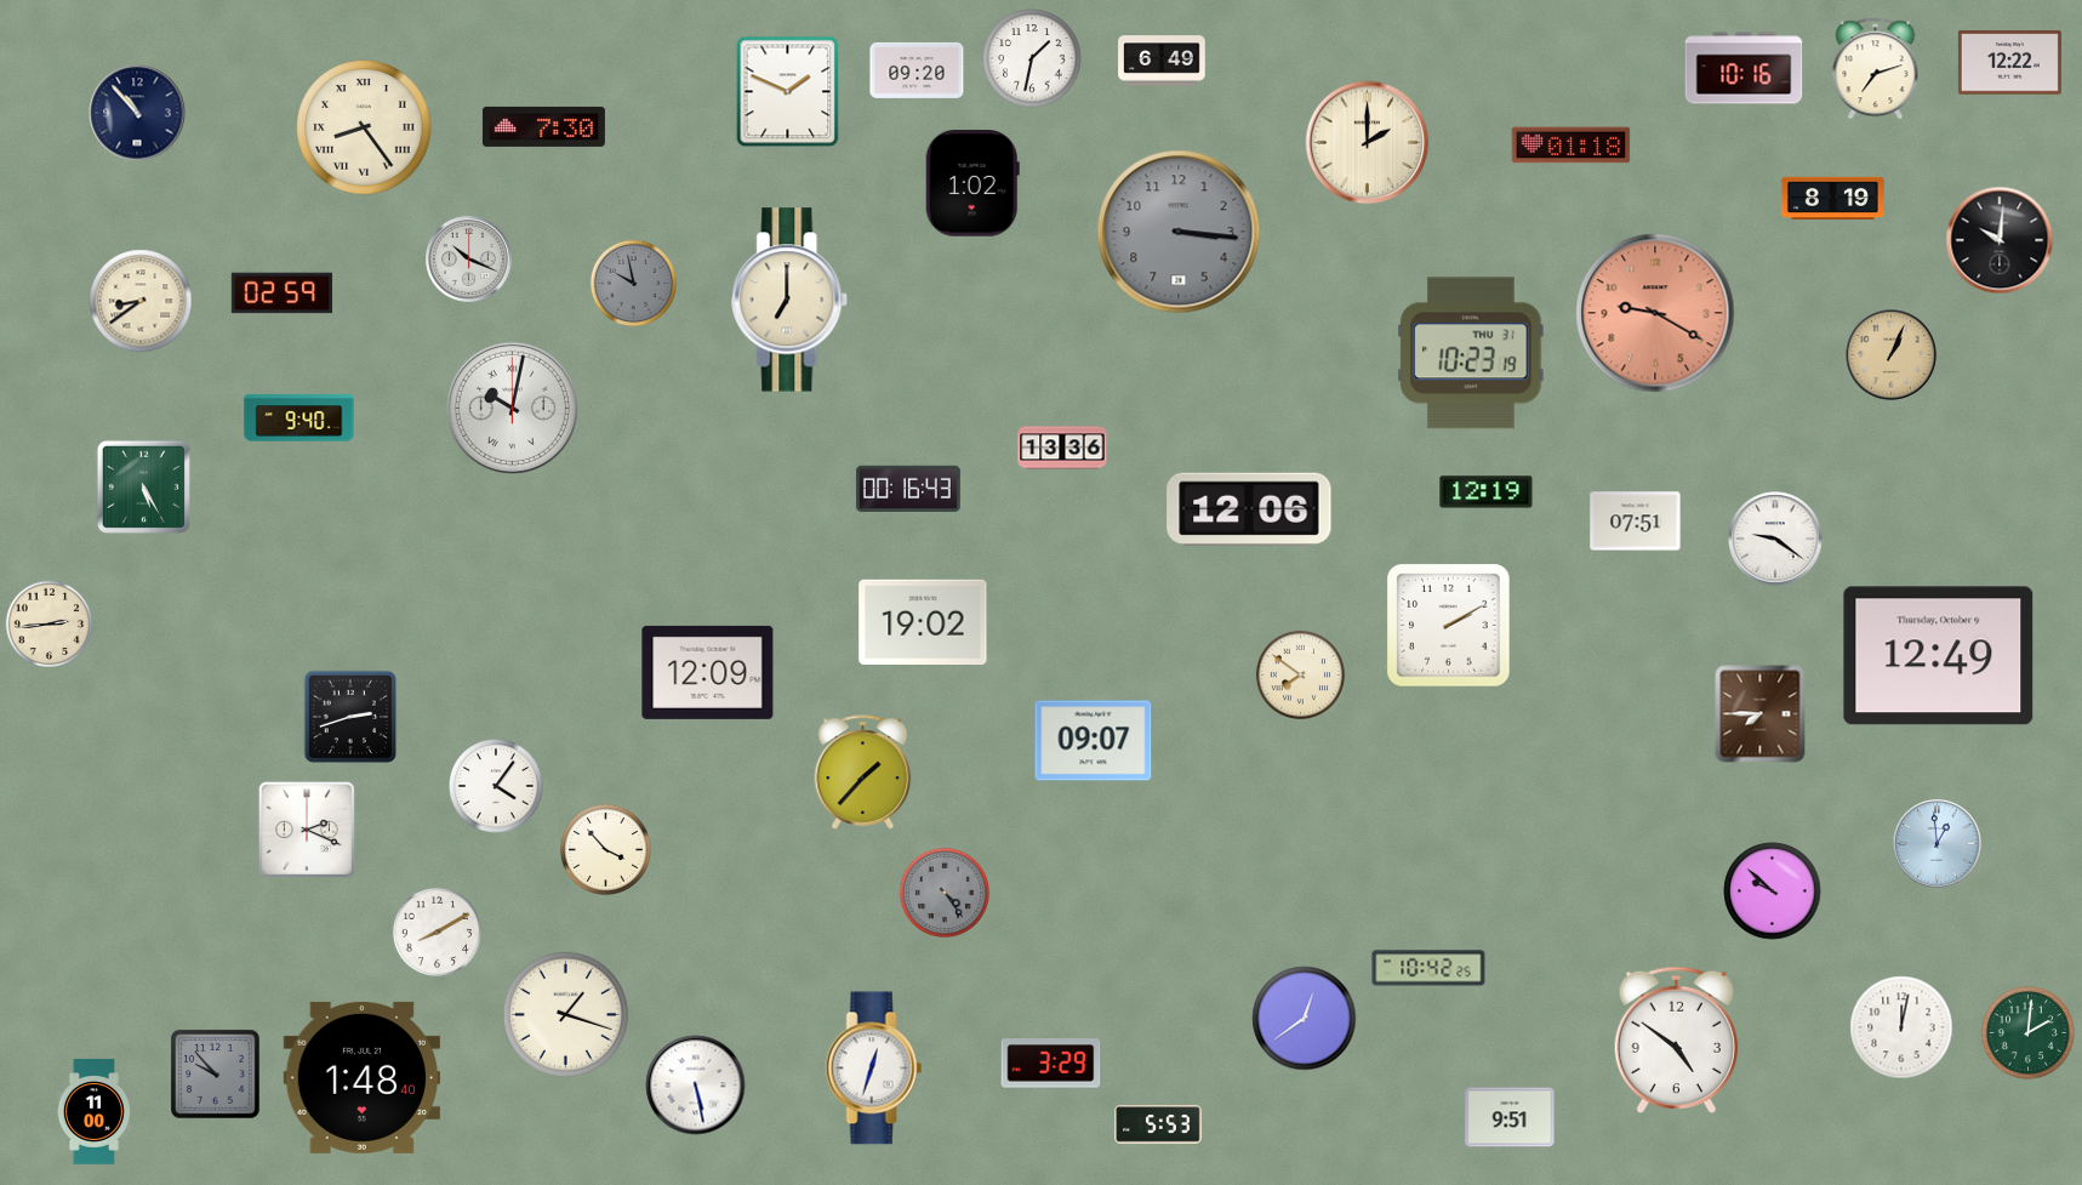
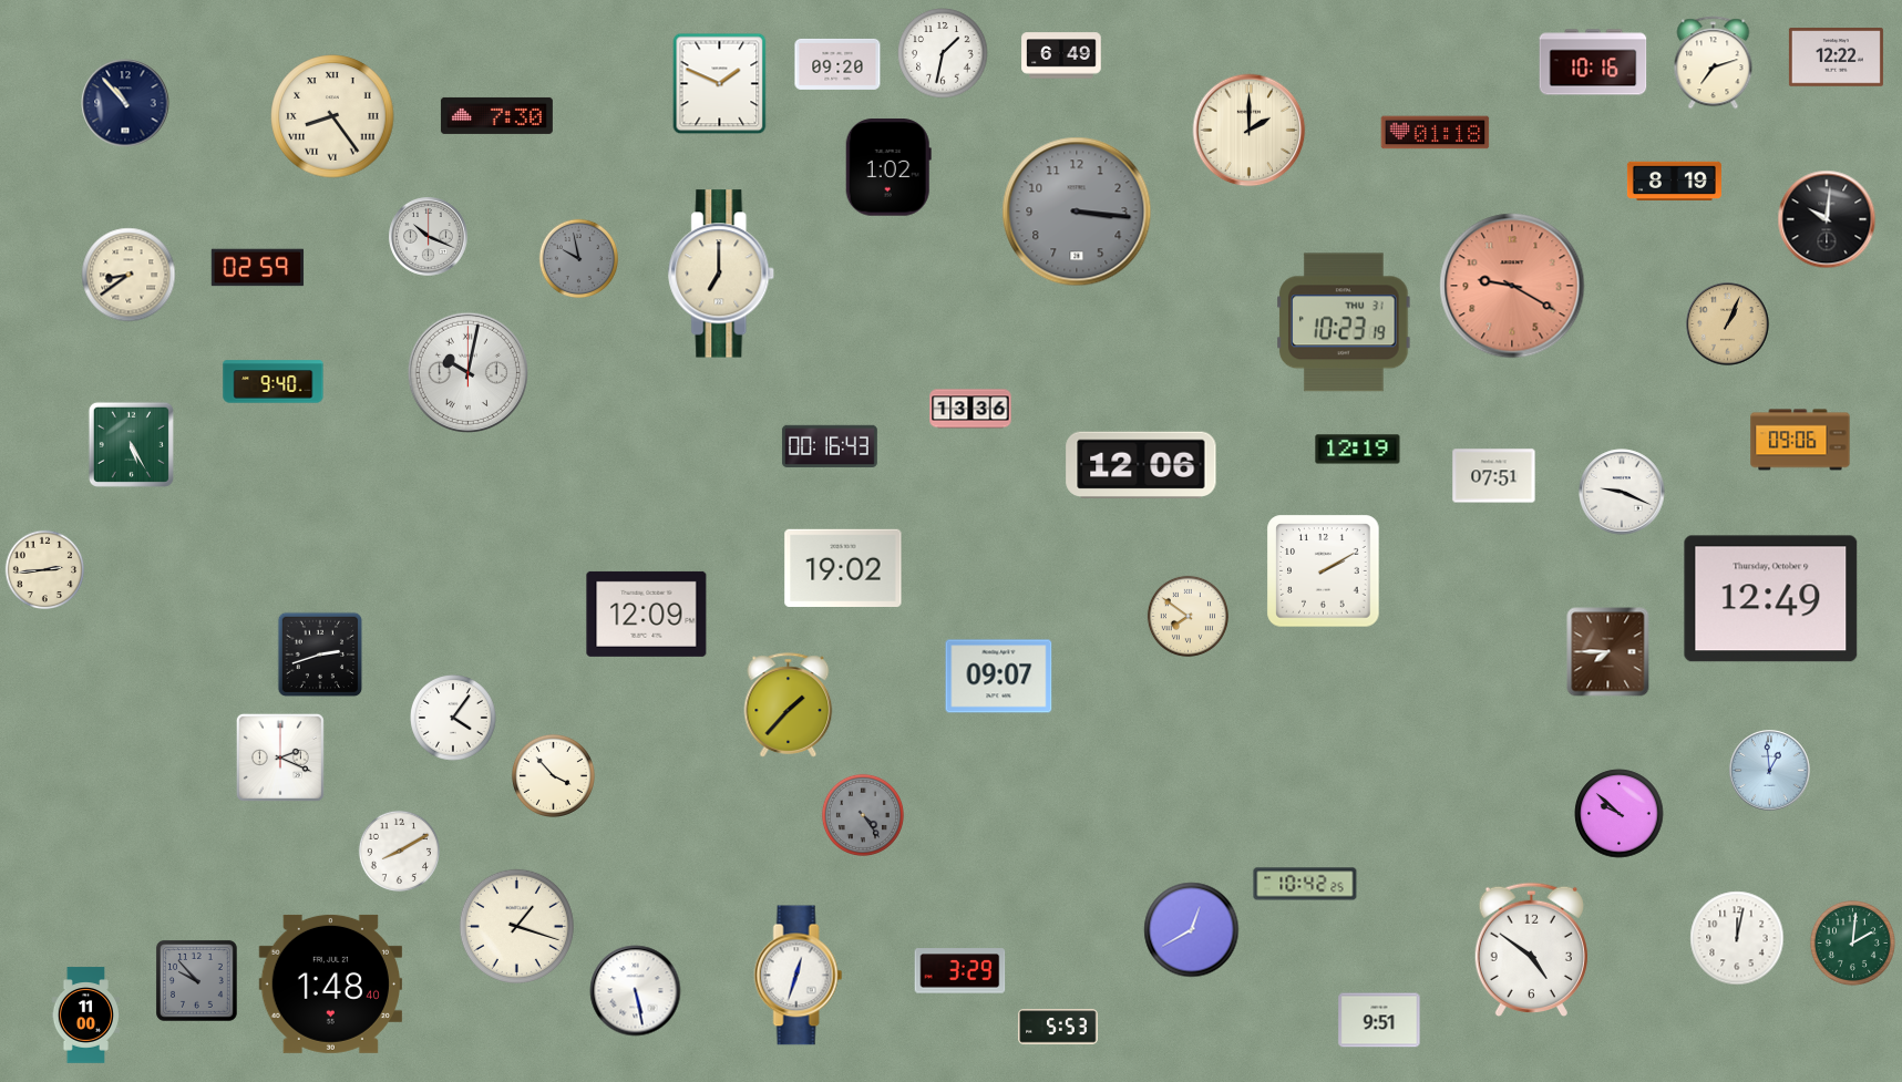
clock at (1800, 440): none -> 09:06
clock at (1775, 539): 9:21 -> 9:19
clock at (1305, 1019): 12:39 -> 12:40
